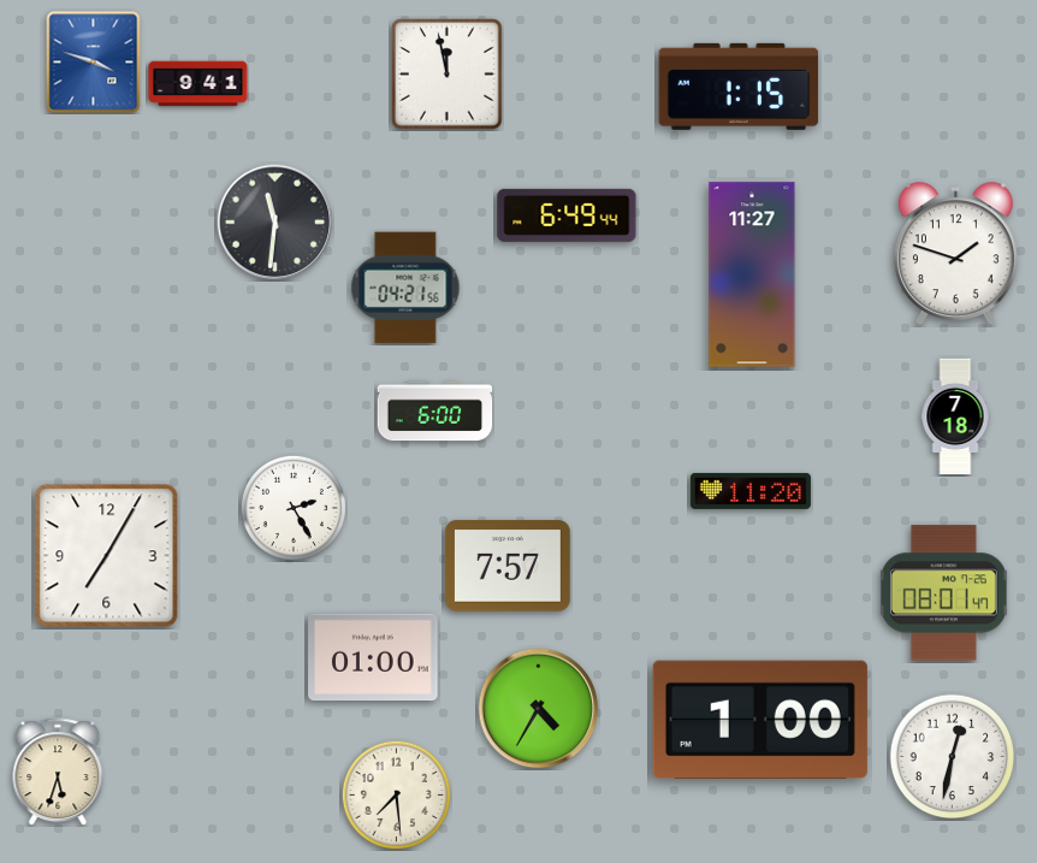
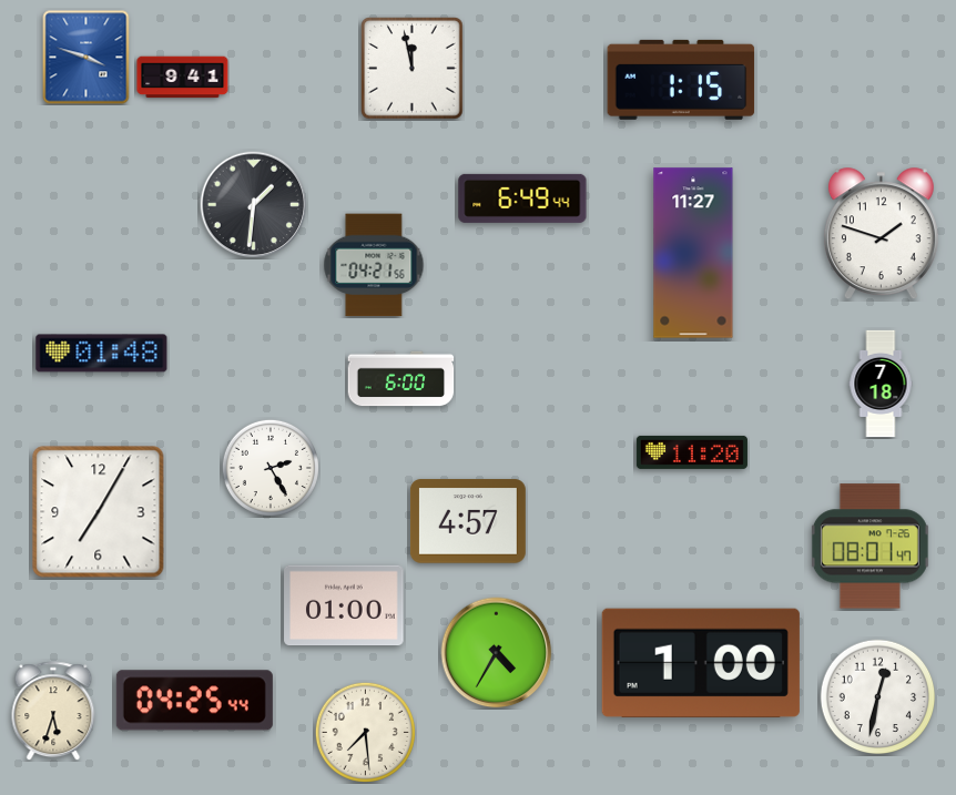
clock at (275, 223): 11:31 -> 1:31
clock at (102, 354): none -> 01:48
clock at (508, 566): 7:57 -> 4:57
clock at (194, 701): none -> 04:25
